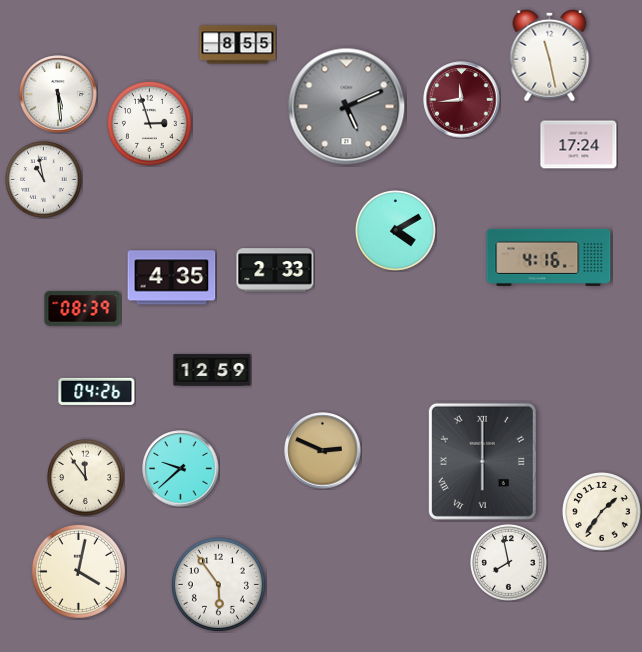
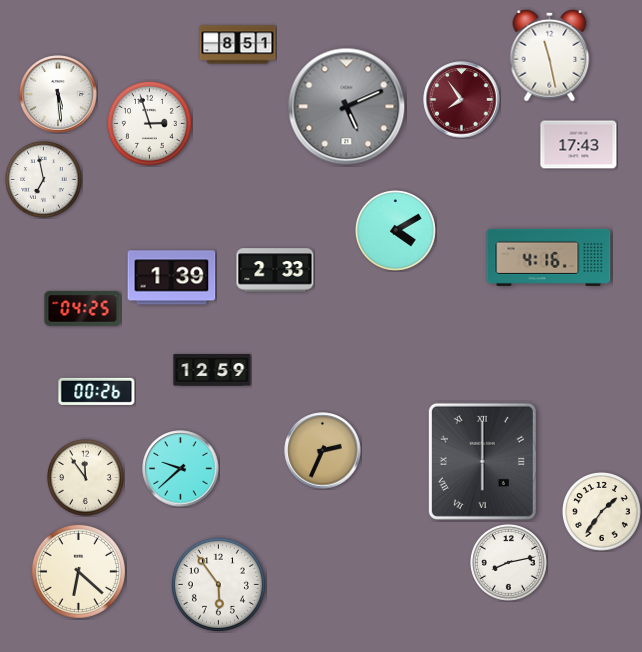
clock at (238, 45): 8:55 -> 8:51
clock at (462, 100): 11:44 -> 7:54
clock at (579, 145): 17:24 -> 17:43
clock at (44, 180): 10:58 -> 6:58
clock at (172, 278): 4:35 -> 1:39
clock at (83, 309): 08:39 -> 04:25
clock at (97, 391): 04:26 -> 00:26
clock at (323, 451): 2:49 -> 2:34
clock at (509, 563): 7:58 -> 8:13
clock at (78, 571): 4:02 -> 6:22
